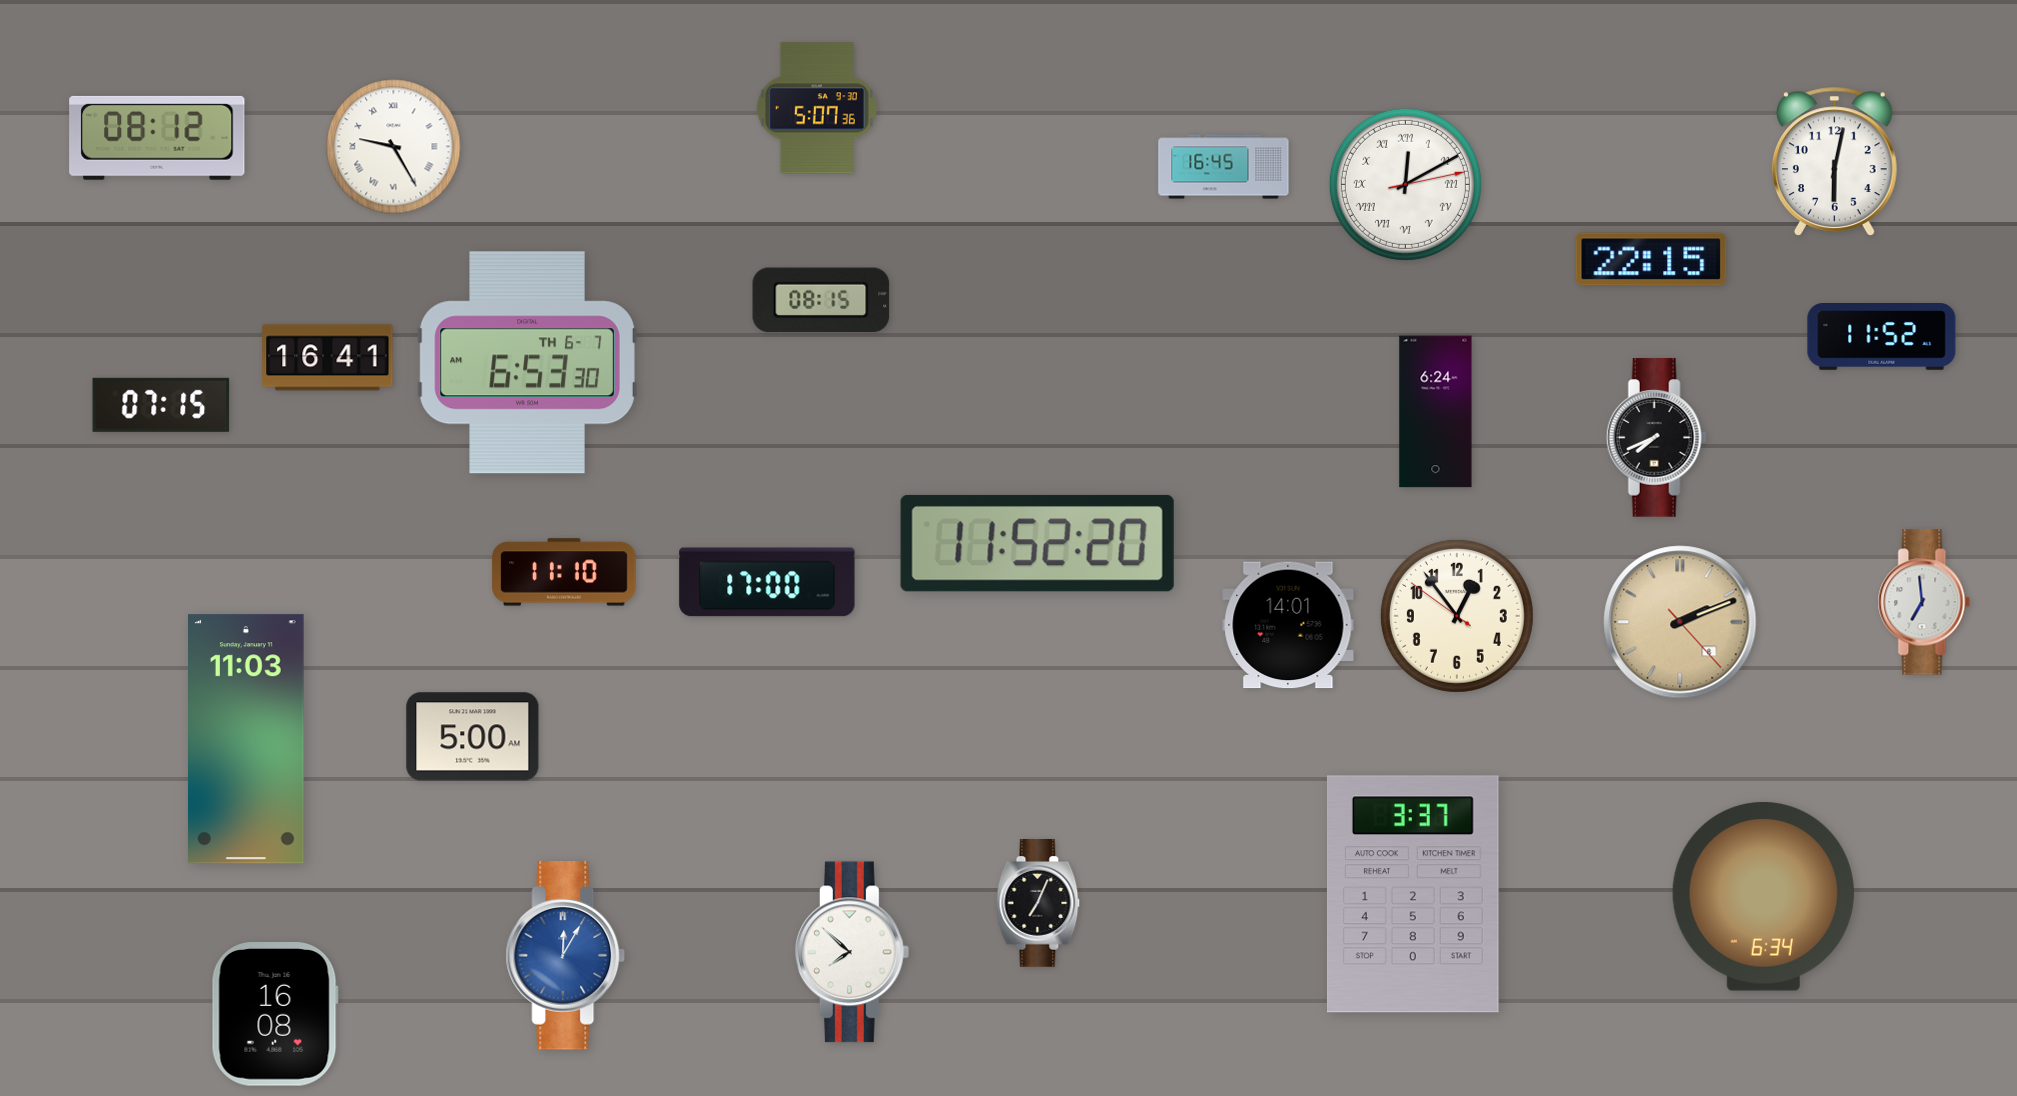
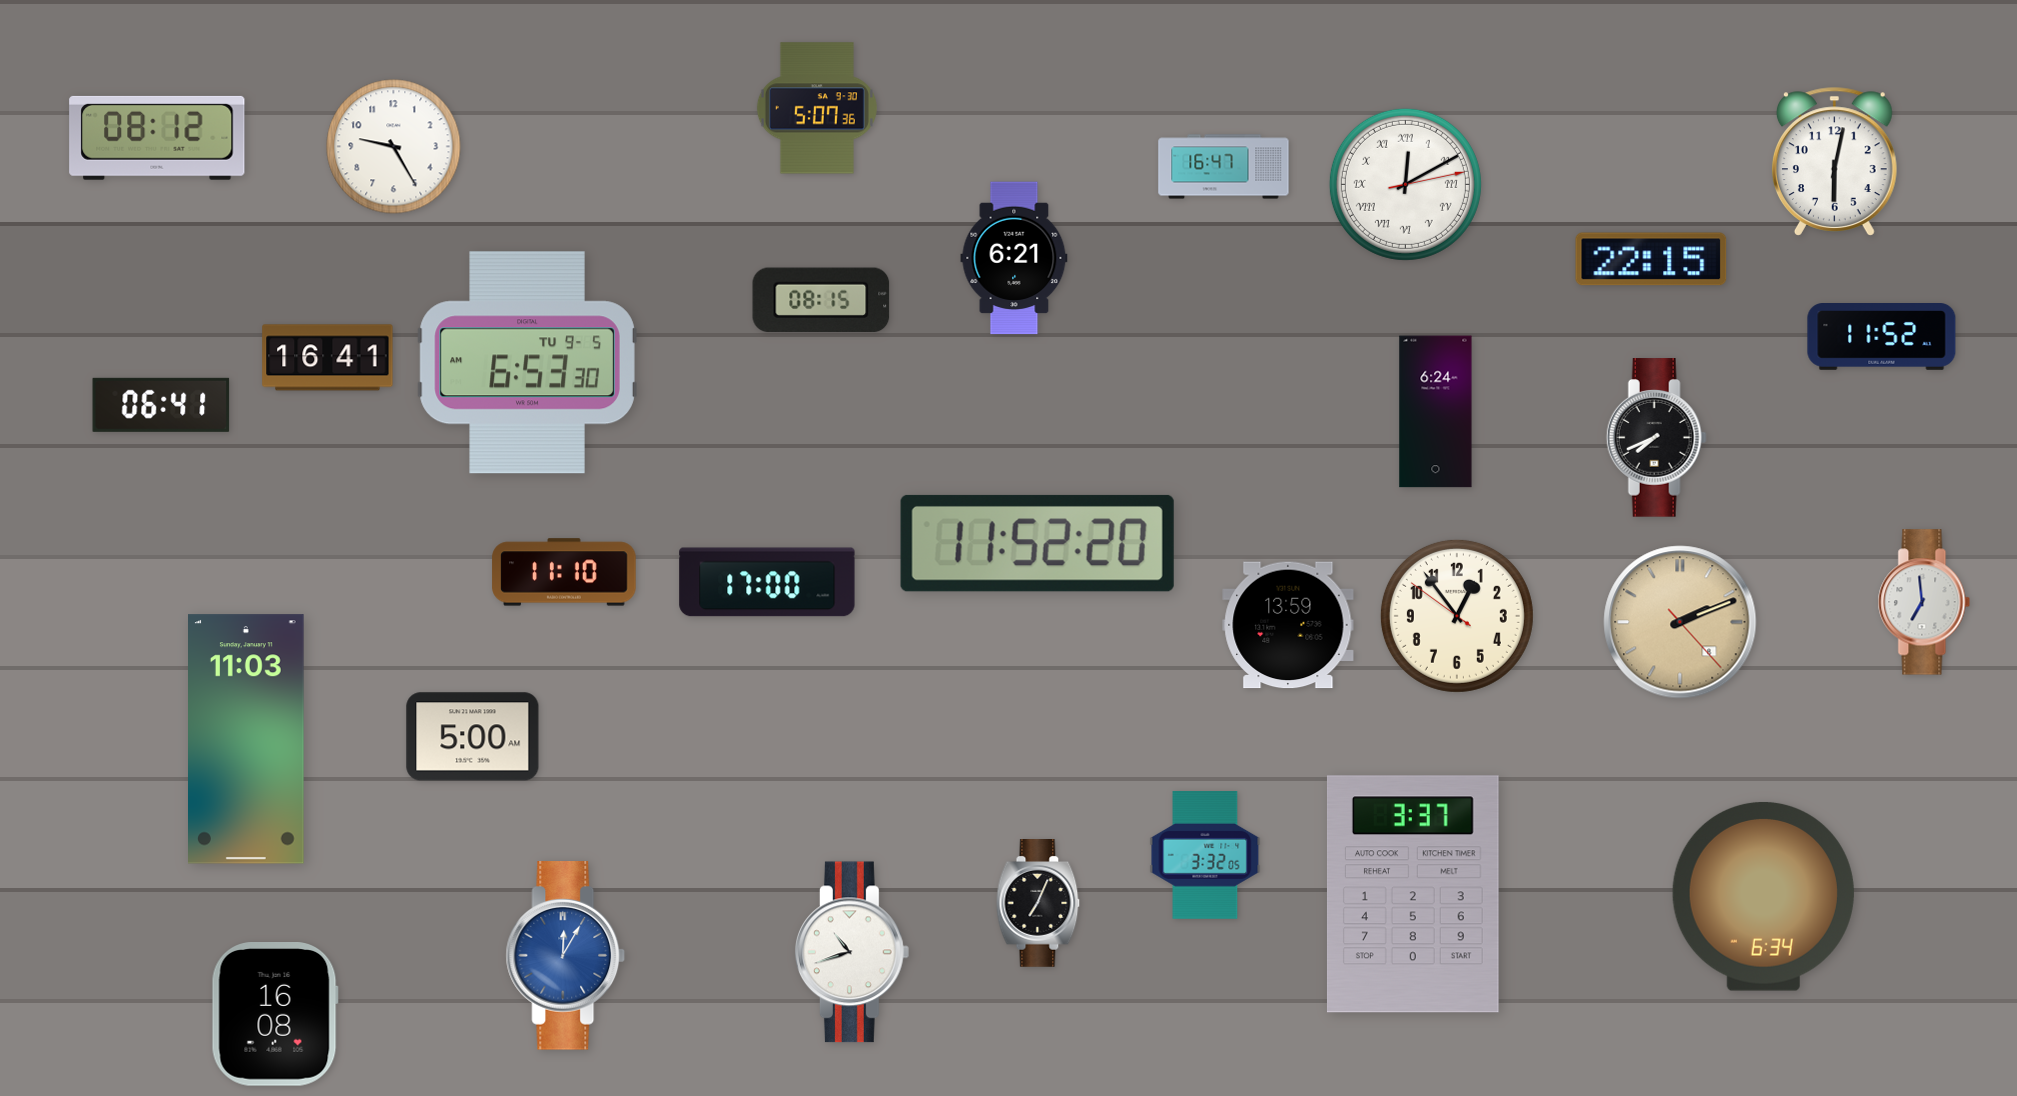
clock at (394, 147) numerals: Roman -> Arabic
clock at (1224, 167): 16:45 -> 16:47
clock at (1014, 258): none -> 6:21
clock at (527, 363) date: TH 6-7 -> TU 9-5
clock at (161, 405): 07:15 -> 06:41
clock at (1288, 625): 14:01 -> 13:59
clock at (1205, 856): none -> 3:32
clock at (852, 952): 7:52 -> 10:42
